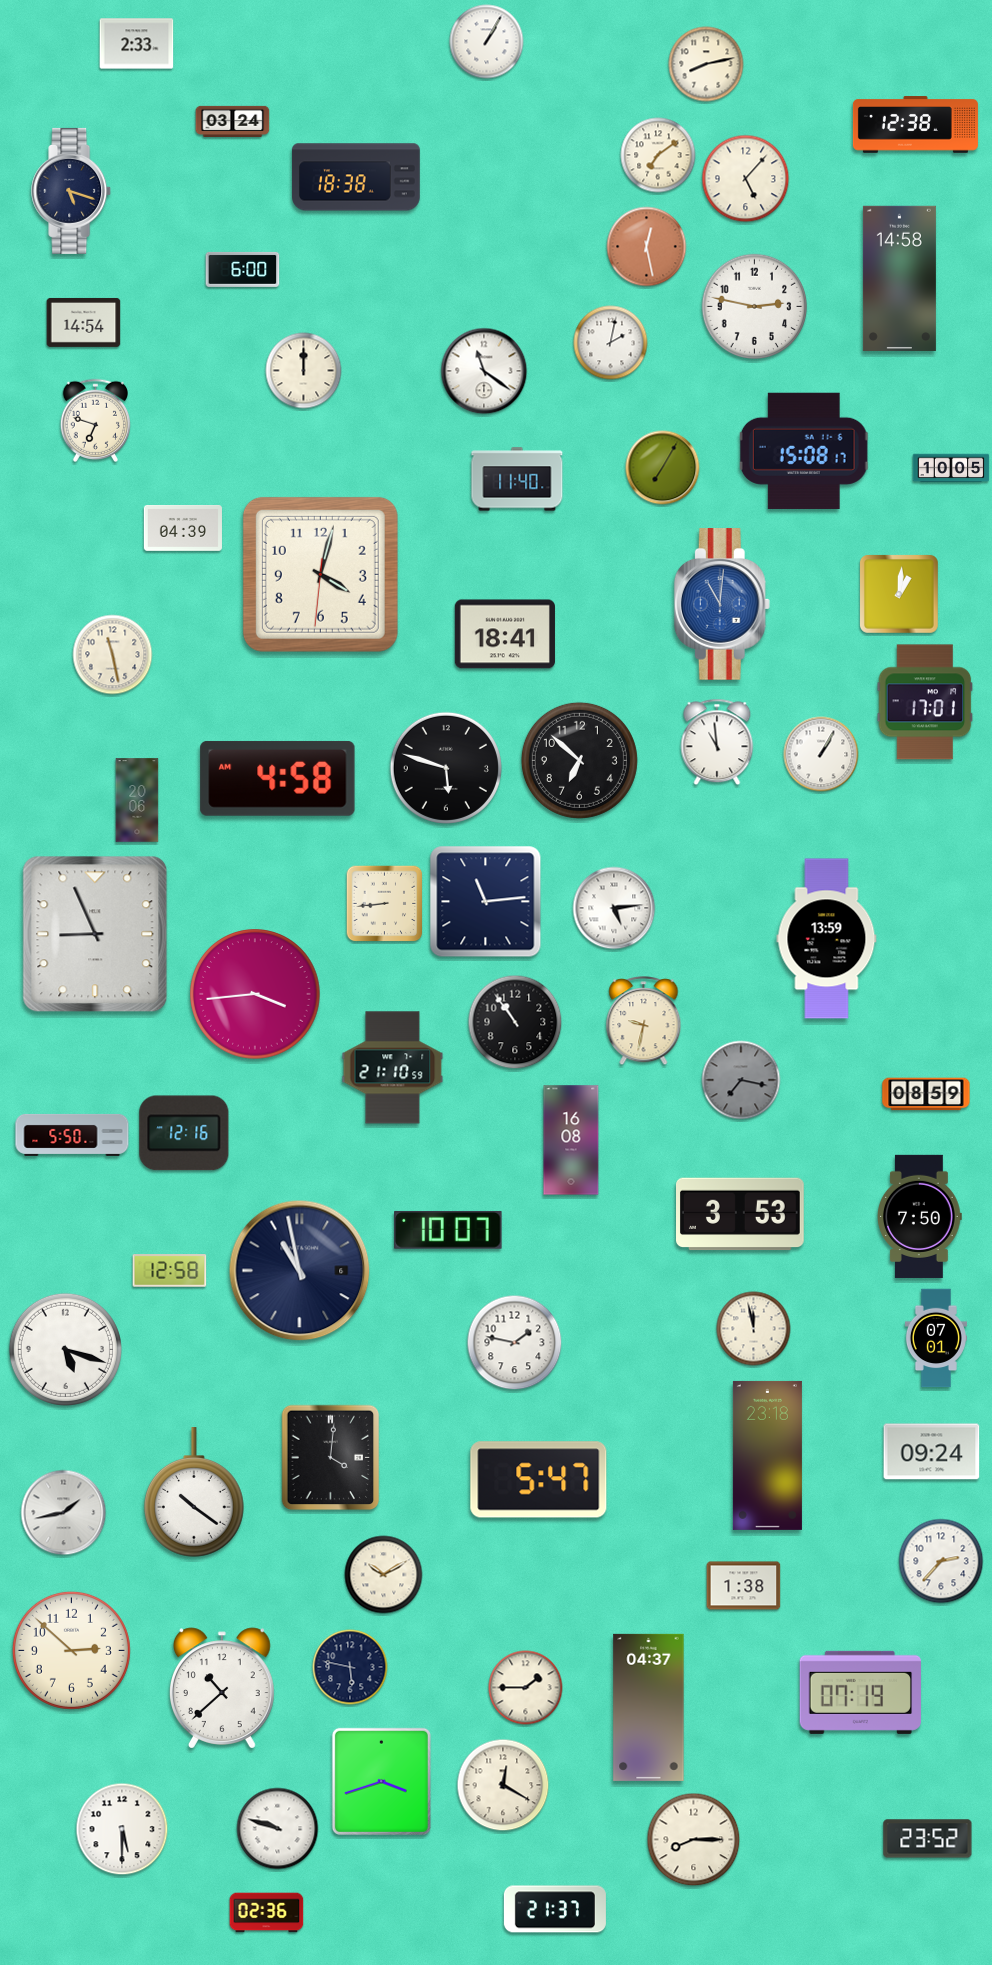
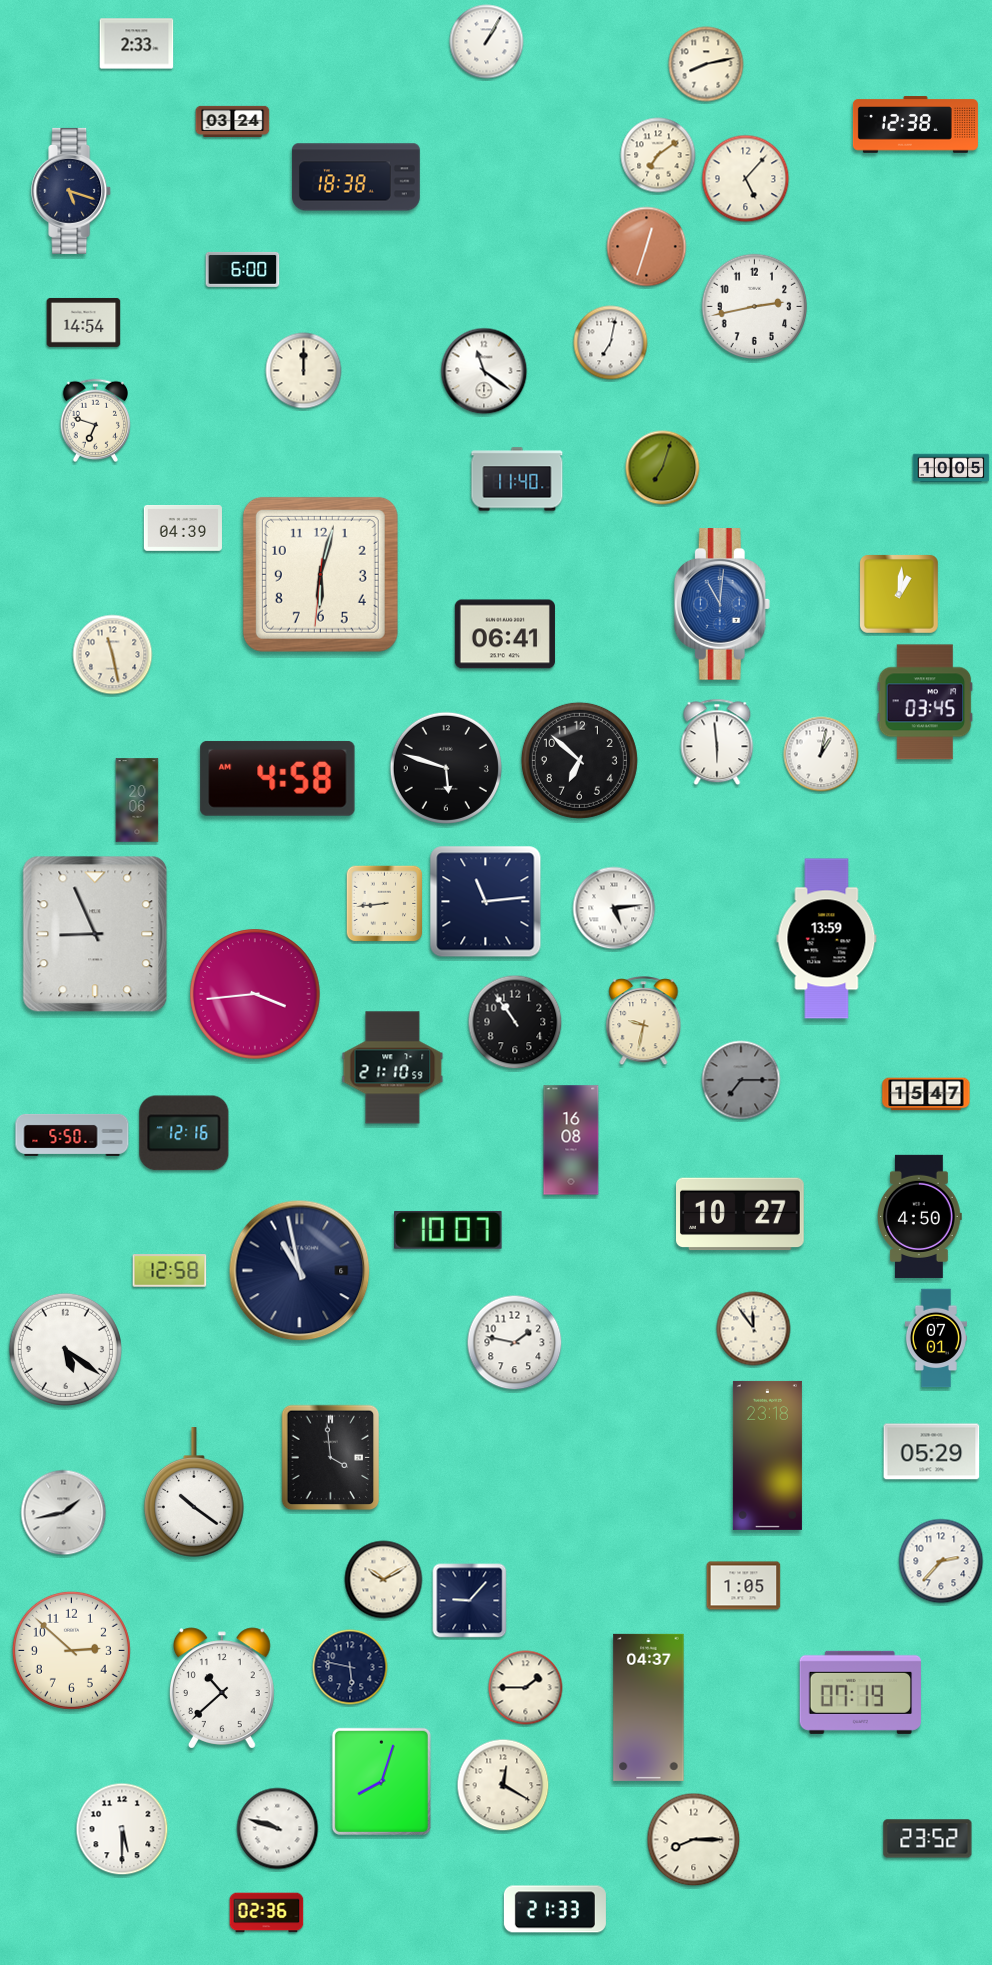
clock at (647, 247): 12:28 -> 12:33
clock at (899, 278): 14:58 -> none
clock at (755, 307): 2:47 -> 2:43
clock at (611, 343): 2:02 -> 7:02
clock at (804, 451): 15:08 -> none
clock at (663, 468): 7:05 -> 7:03
clock at (320, 574): 4:02 -> 6:02
clock at (505, 634): 18:41 -> 06:41
clock at (925, 702): 17:01 -> 03:45
clock at (717, 742): 10:59 -> 5:59
clock at (821, 754): 1:05 -> 1:02
clock at (741, 1080): 7:17 -> 7:15
clock at (926, 1094): 08:59 -> 15:47
clock at (741, 1214): 3:53 -> 10:27
clock at (920, 1216): 7:50 -> 4:50
clock at (754, 1329): 11:58 -> 11:54
clock at (65, 1349): 5:18 -> 5:21
clock at (932, 1452): 09:24 -> 05:29
clock at (331, 1458): 4:01 -> 3:59
clock at (539, 1480): 5:47 -> none
clock at (384, 1575) position: (384, 1575) -> (384, 1580)
clock at (744, 1586): 1:38 -> 1:05
clock at (470, 1601): none -> 9:07
clock at (381, 1781): 3:42 -> 8:03
clock at (555, 1909): 21:37 -> 21:33
